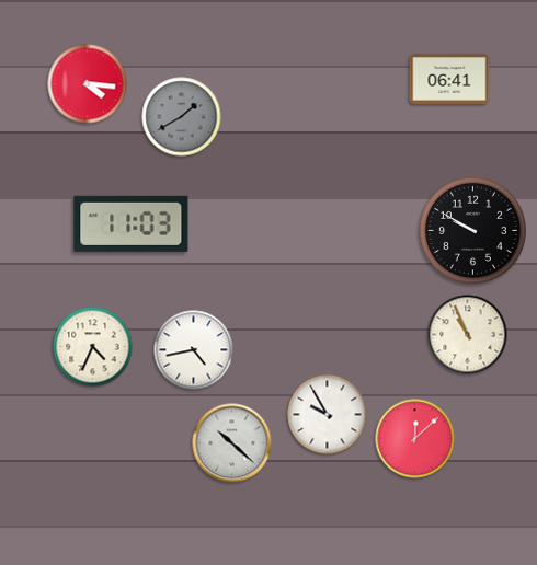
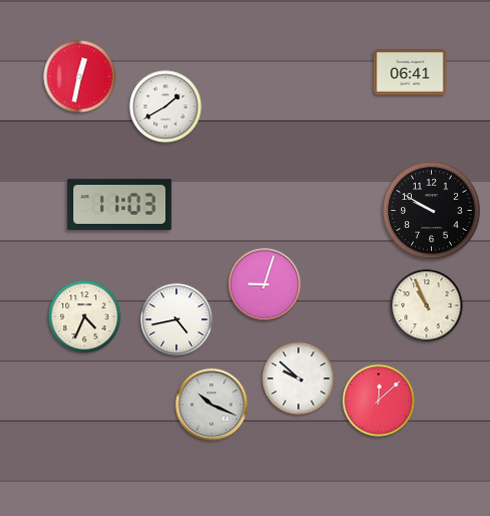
clock at (88, 84): 4:16 -> 12:32
clock at (182, 117) dial: grey -> white
clock at (265, 285): none -> 9:03
clock at (328, 415): 9:55 -> 9:52
clock at (232, 443): 10:22 -> 10:19
